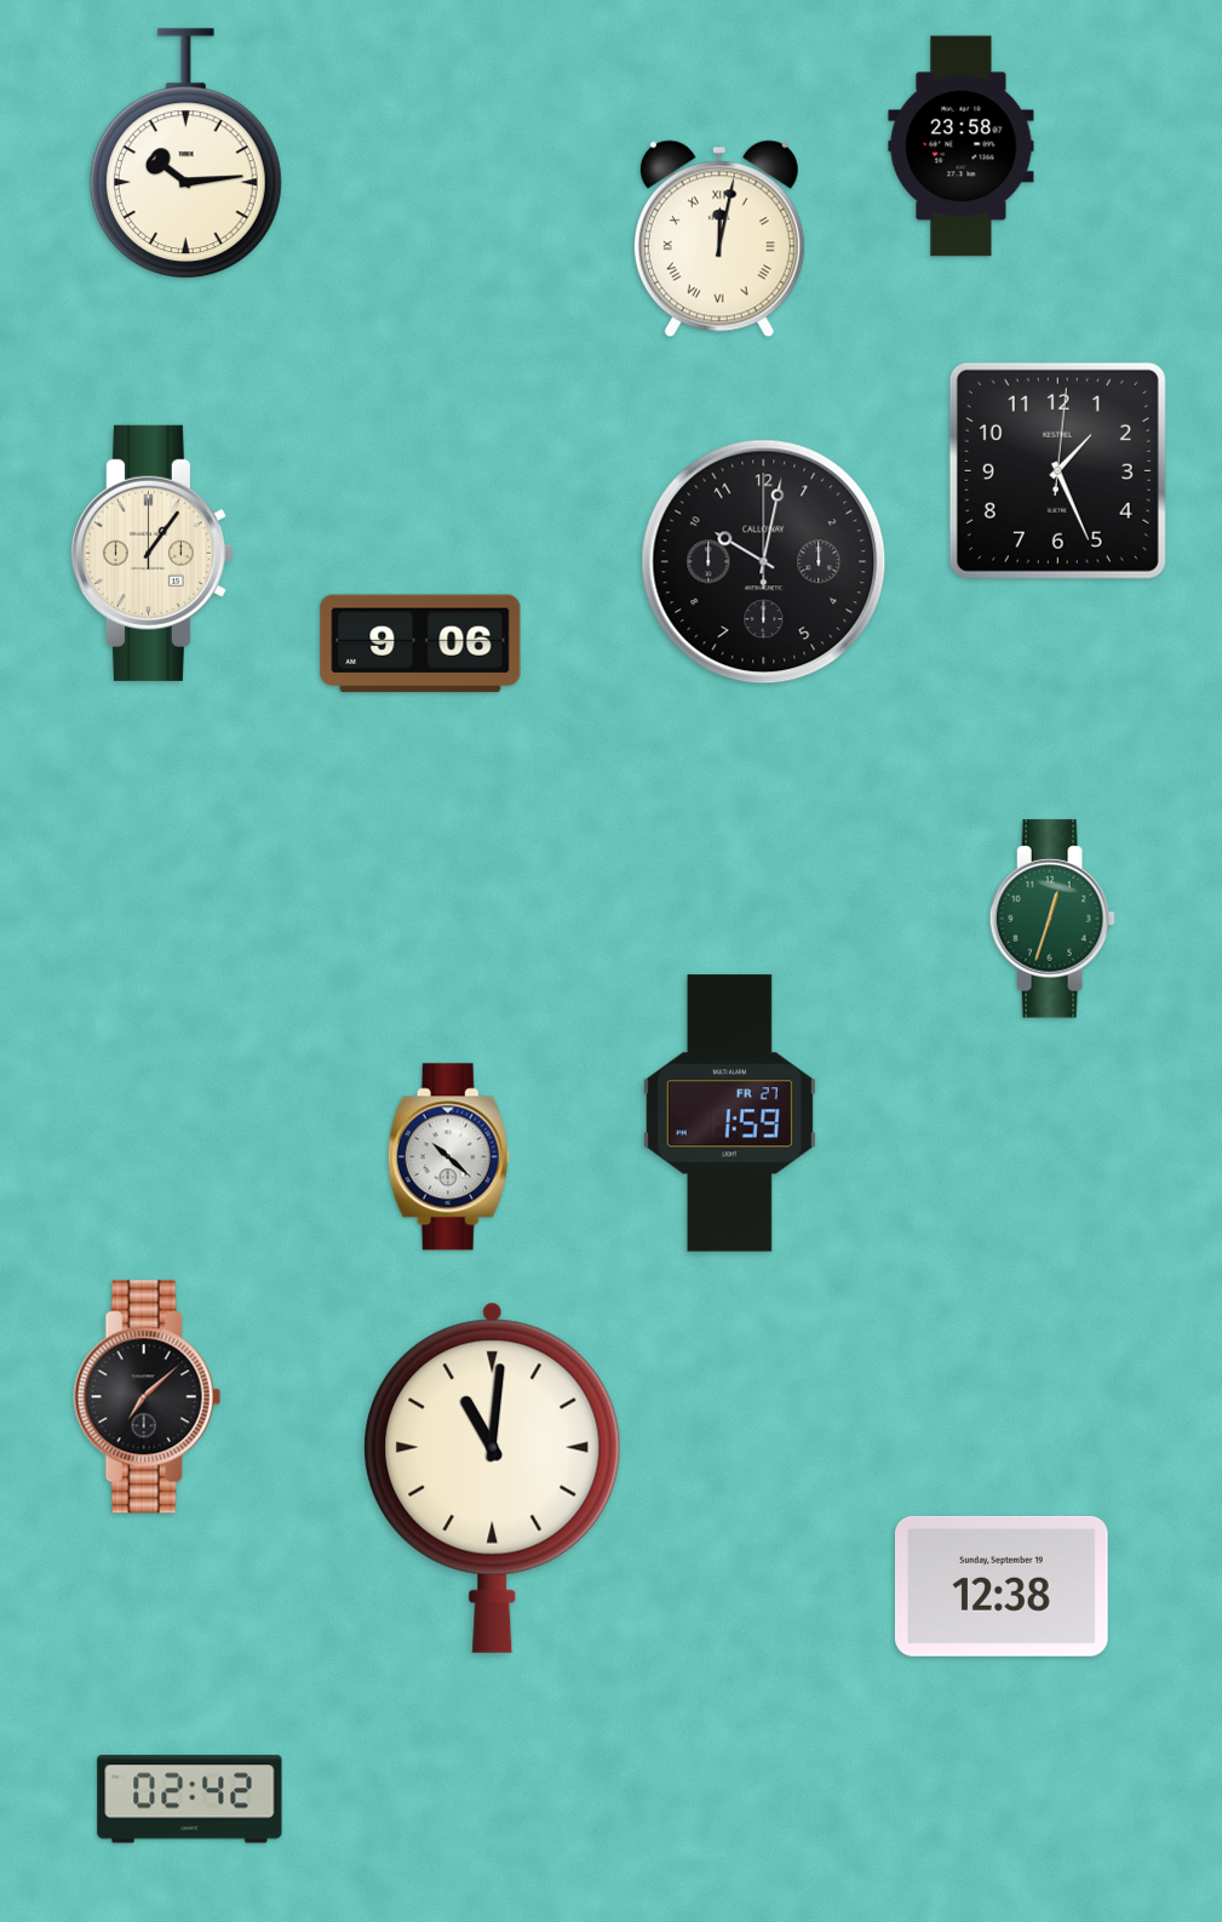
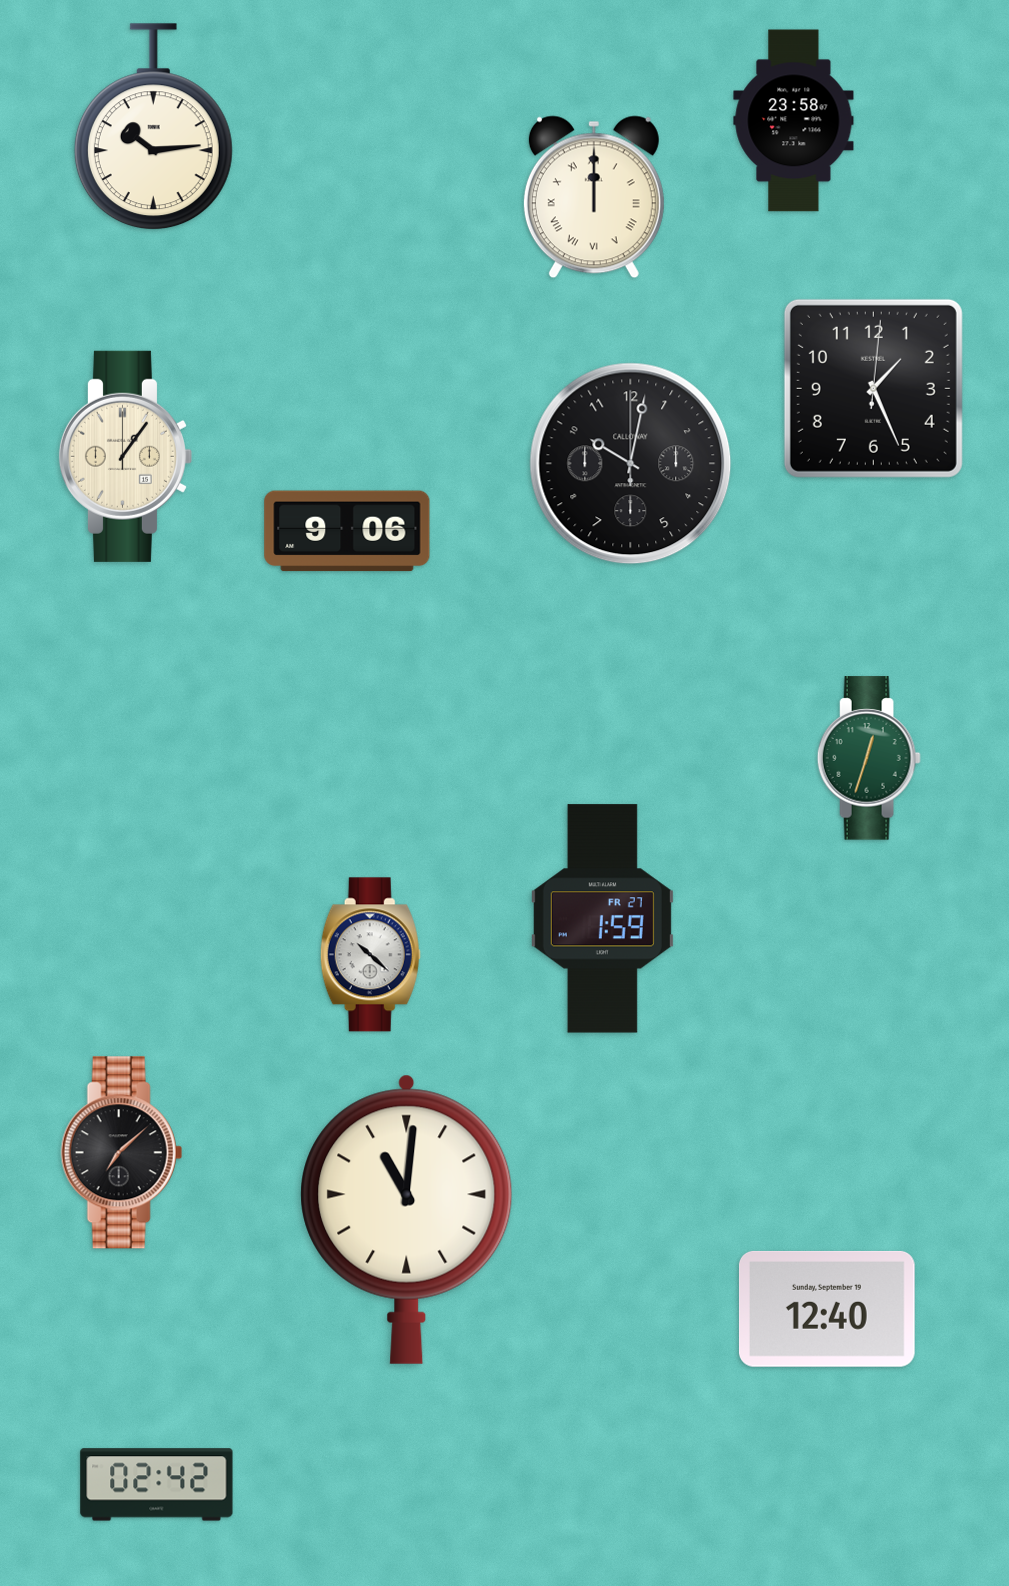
clock at (719, 239): 12:02 -> 12:00
clock at (1002, 1586): 12:38 -> 12:40
